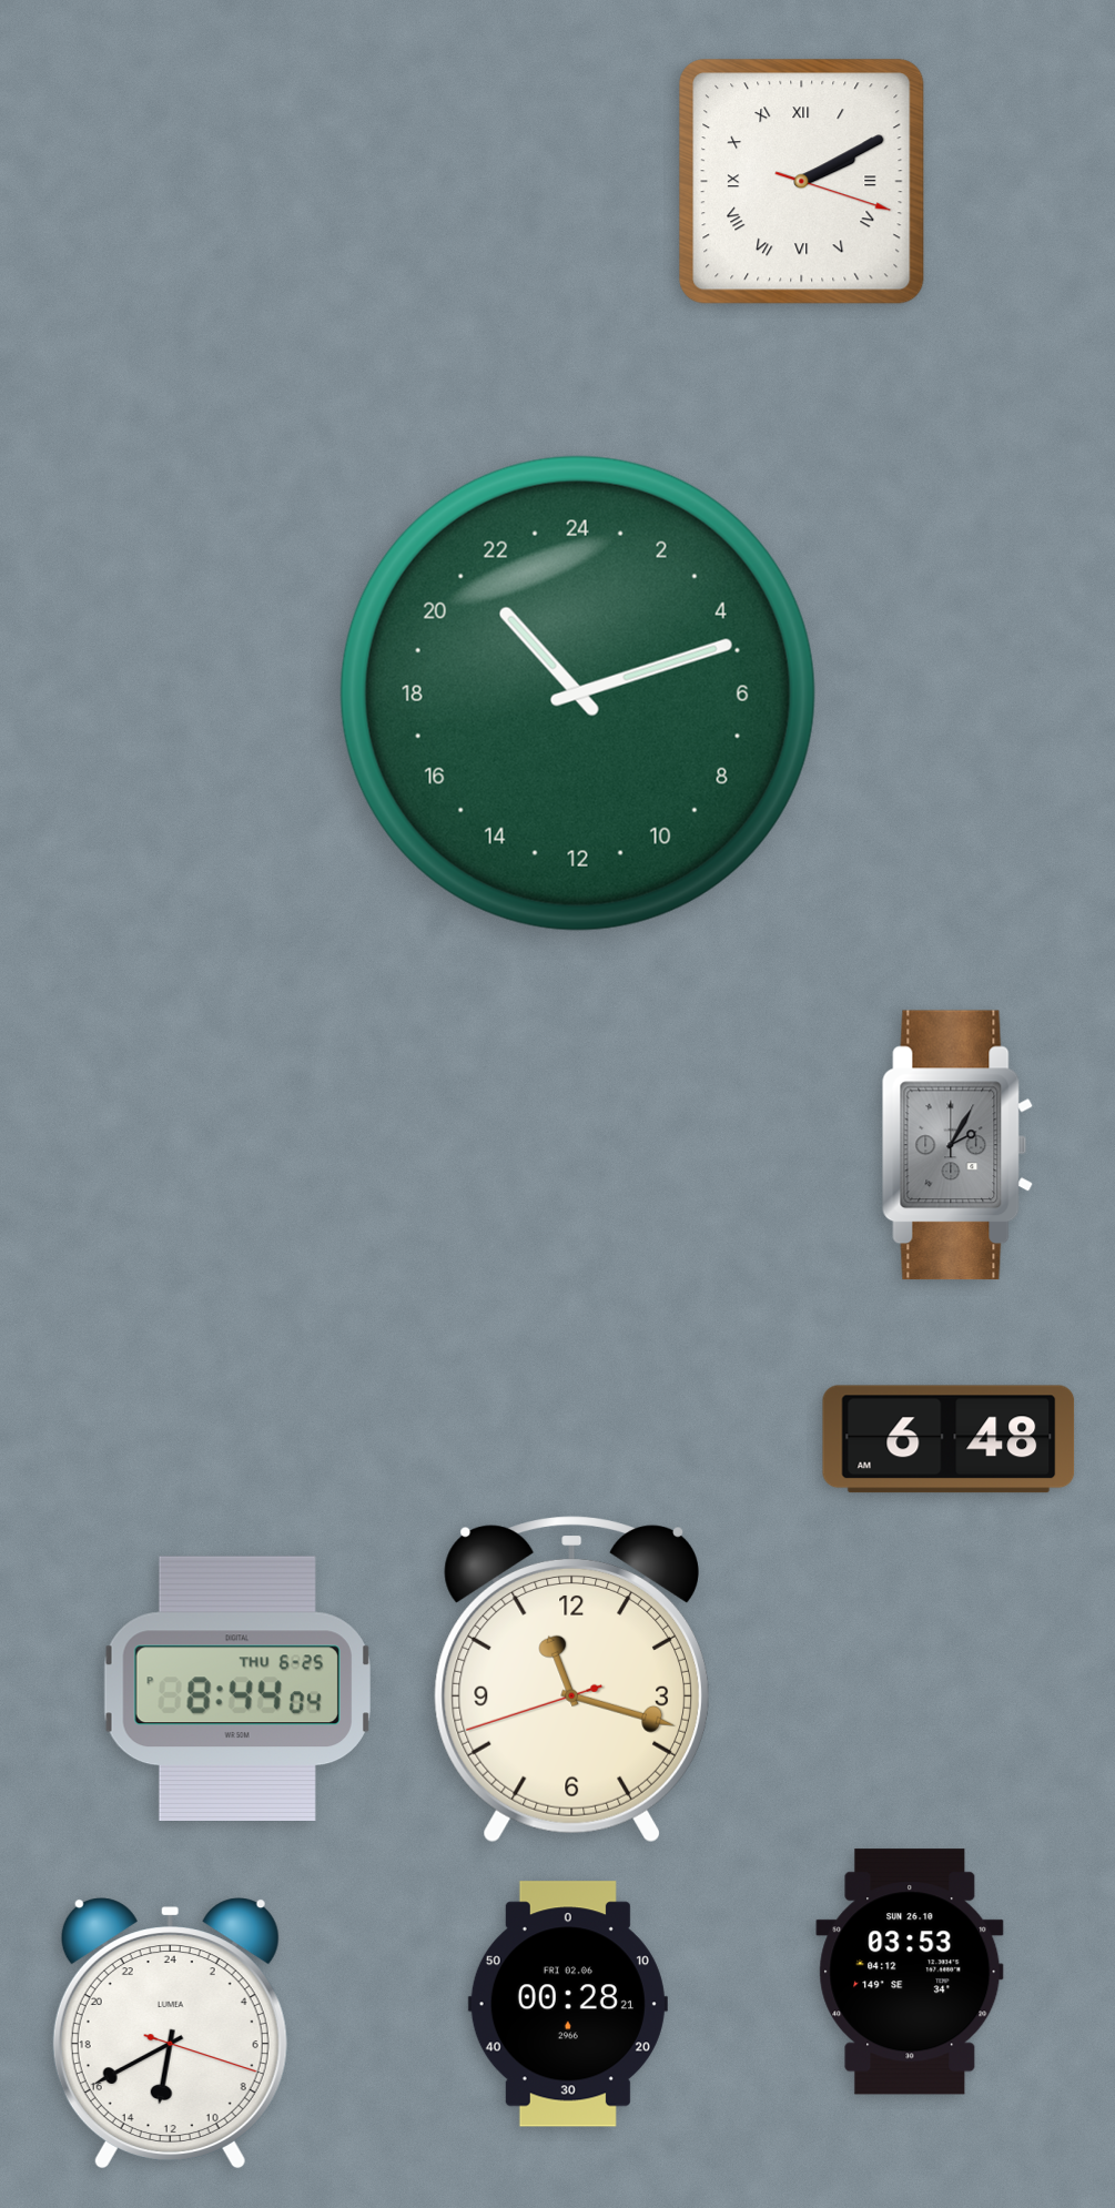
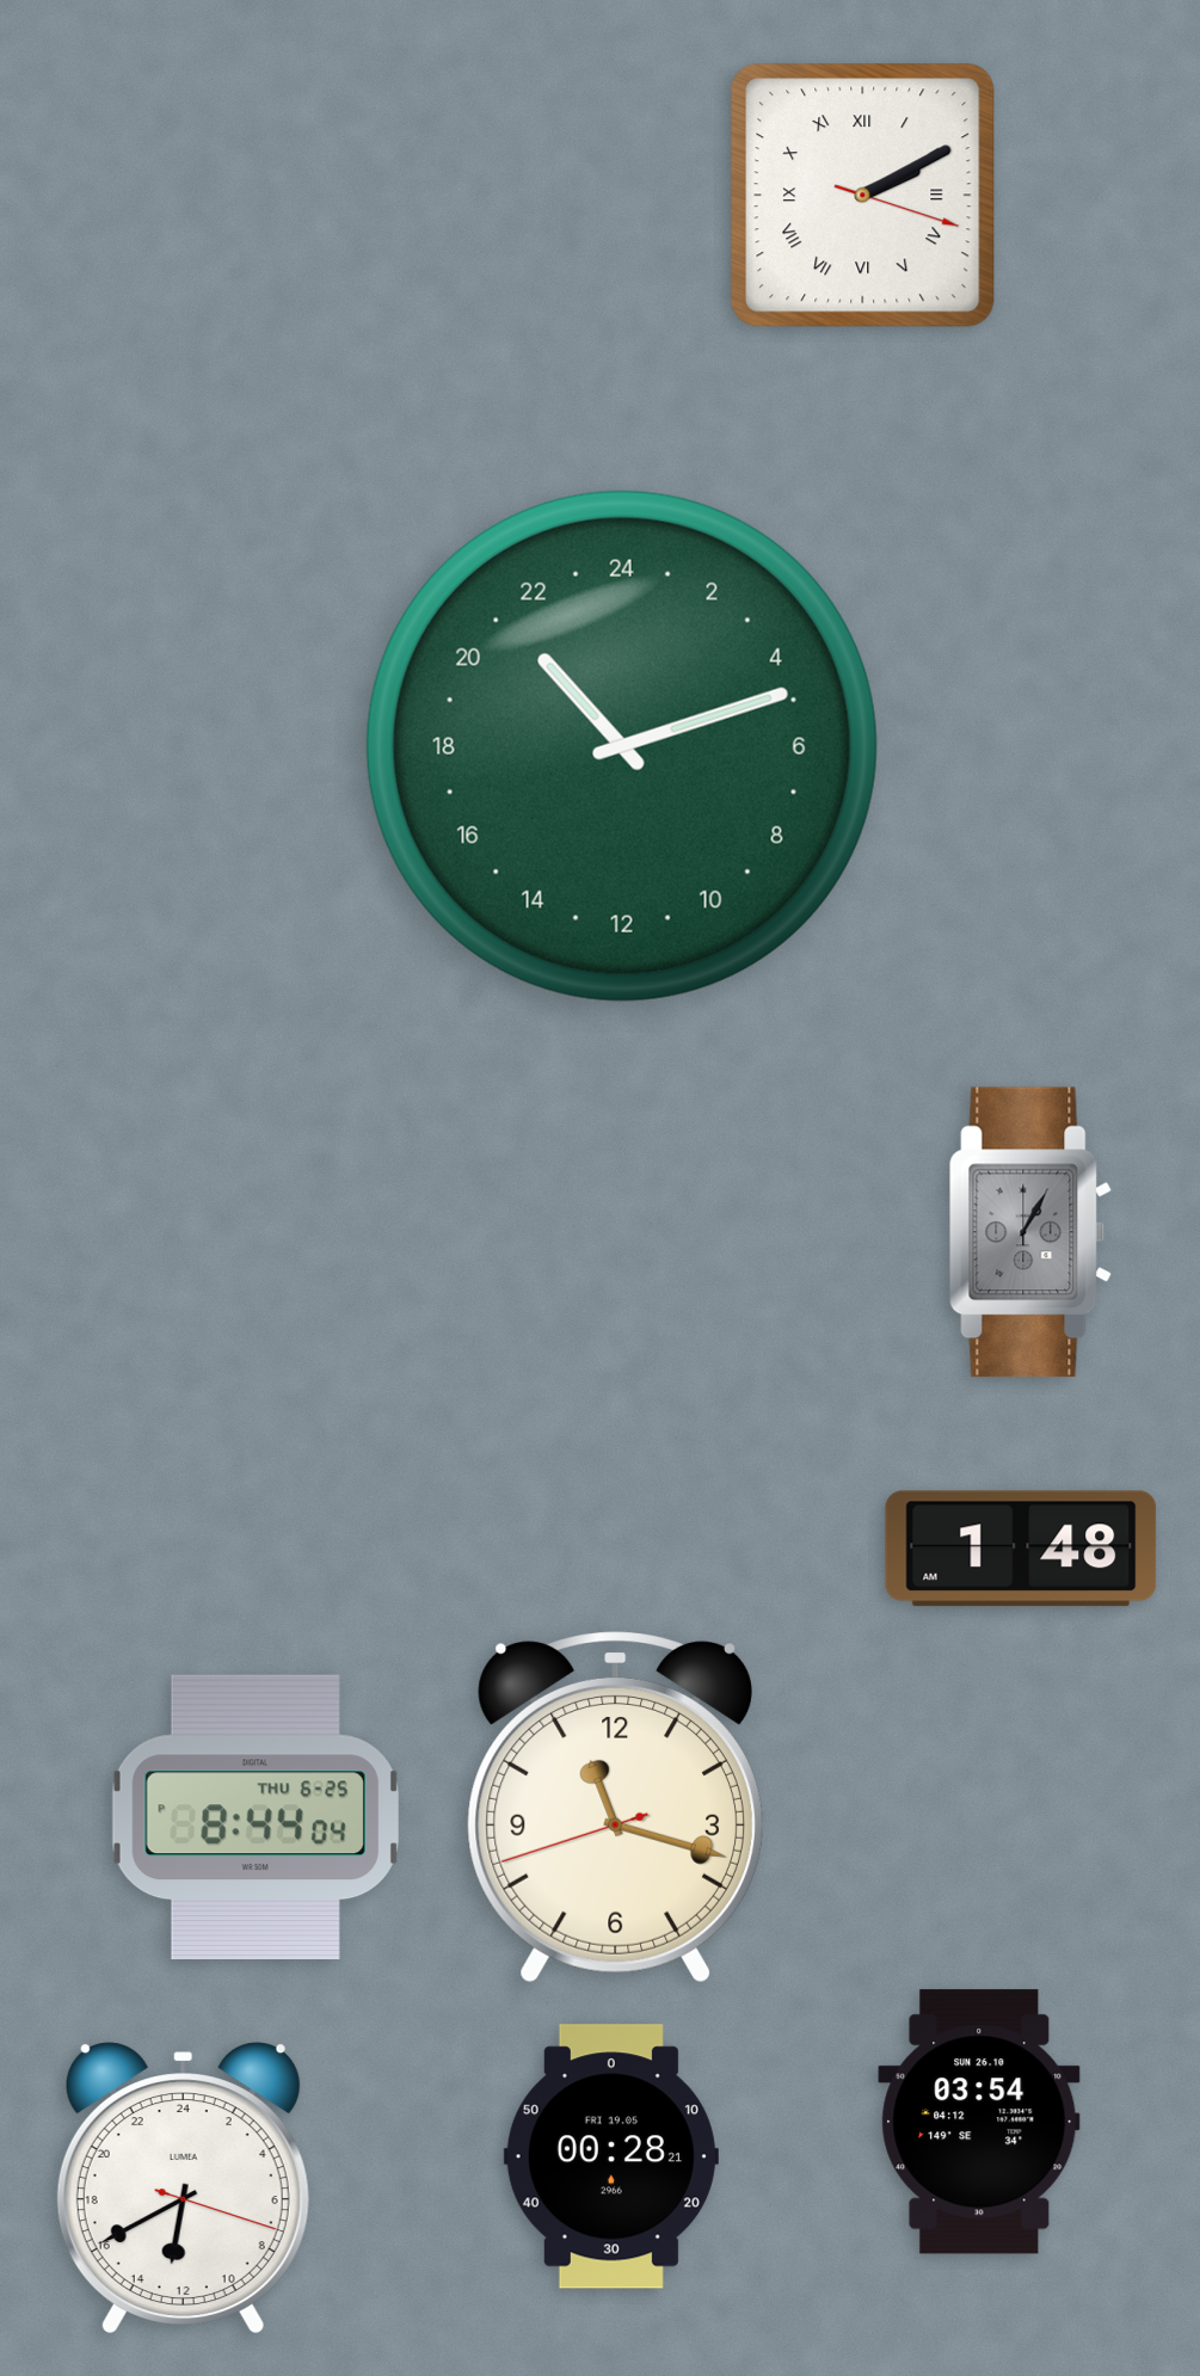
clock at (957, 1145): 2:05 -> 1:05
clock at (949, 1439): 6:48 -> 1:48
clock at (910, 1972): 03:53 -> 03:54
clock at (568, 2004) date: FRI 02.06 -> FRI 19.05
